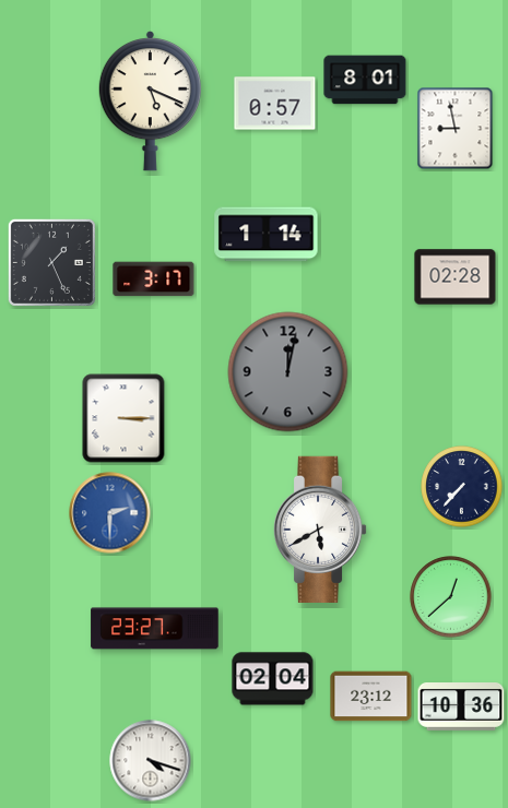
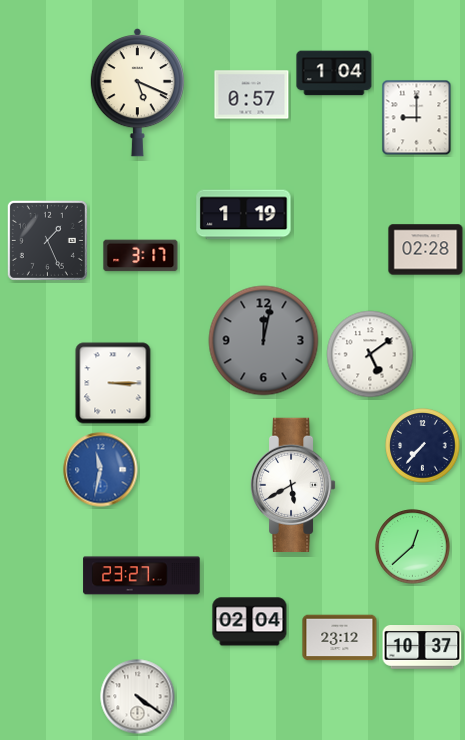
clock at (365, 80): 8:01 -> 1:04
clock at (456, 129): 8:58 -> 9:00
clock at (267, 235): 1:14 -> 1:19
clock at (456, 277) position: (456, 277) -> (426, 250)
clock at (370, 354): none -> 5:09
clock at (110, 513): 2:30 -> 11:32
clock at (461, 708): 10:36 -> 10:37
clock at (151, 761): 4:18 -> 4:21
